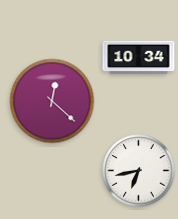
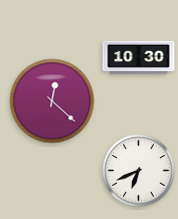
clock at (139, 58): 10:34 -> 10:30
clock at (139, 171): 6:43 -> 6:41
